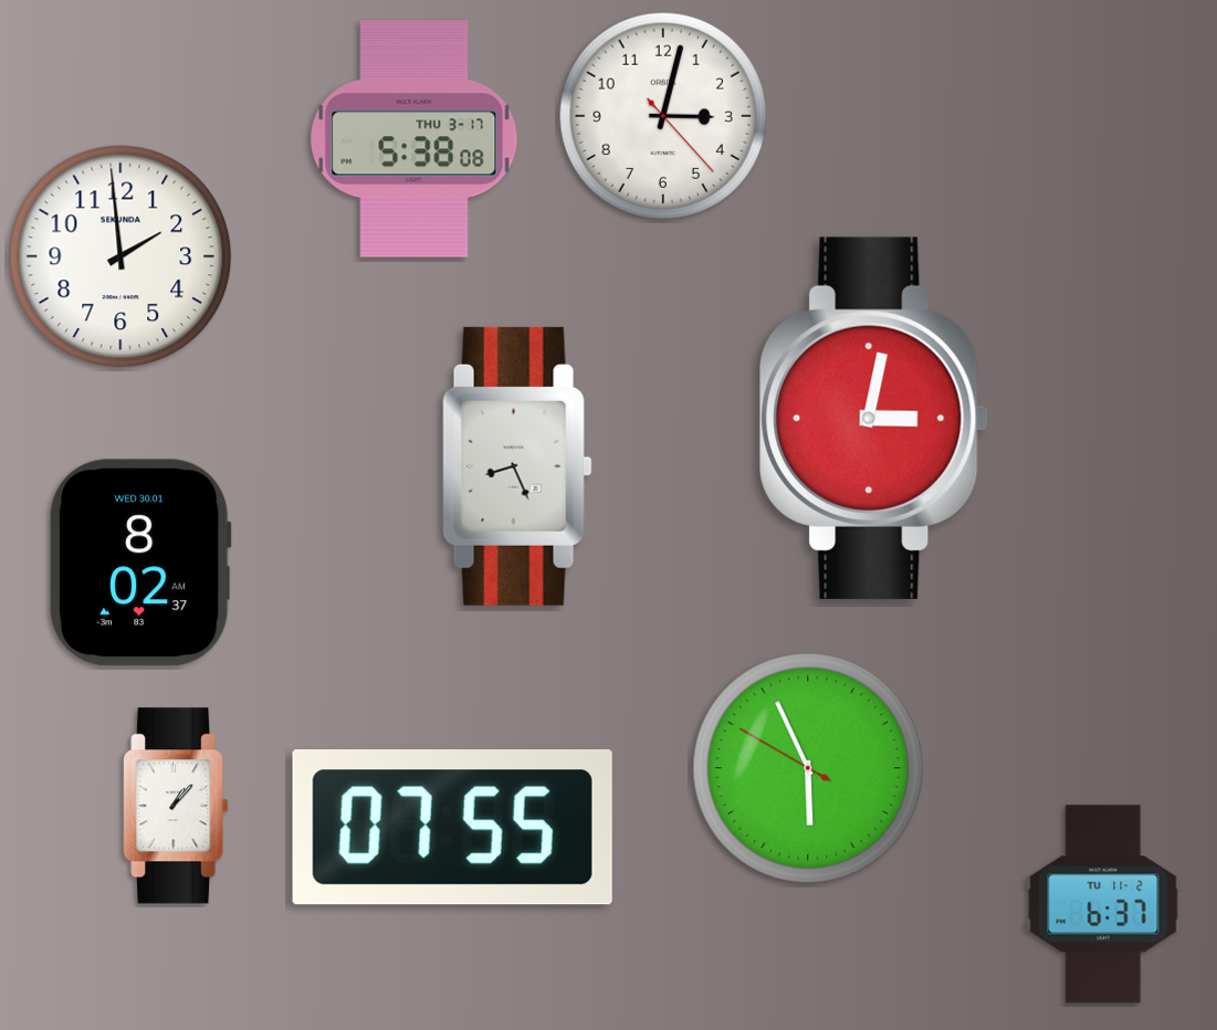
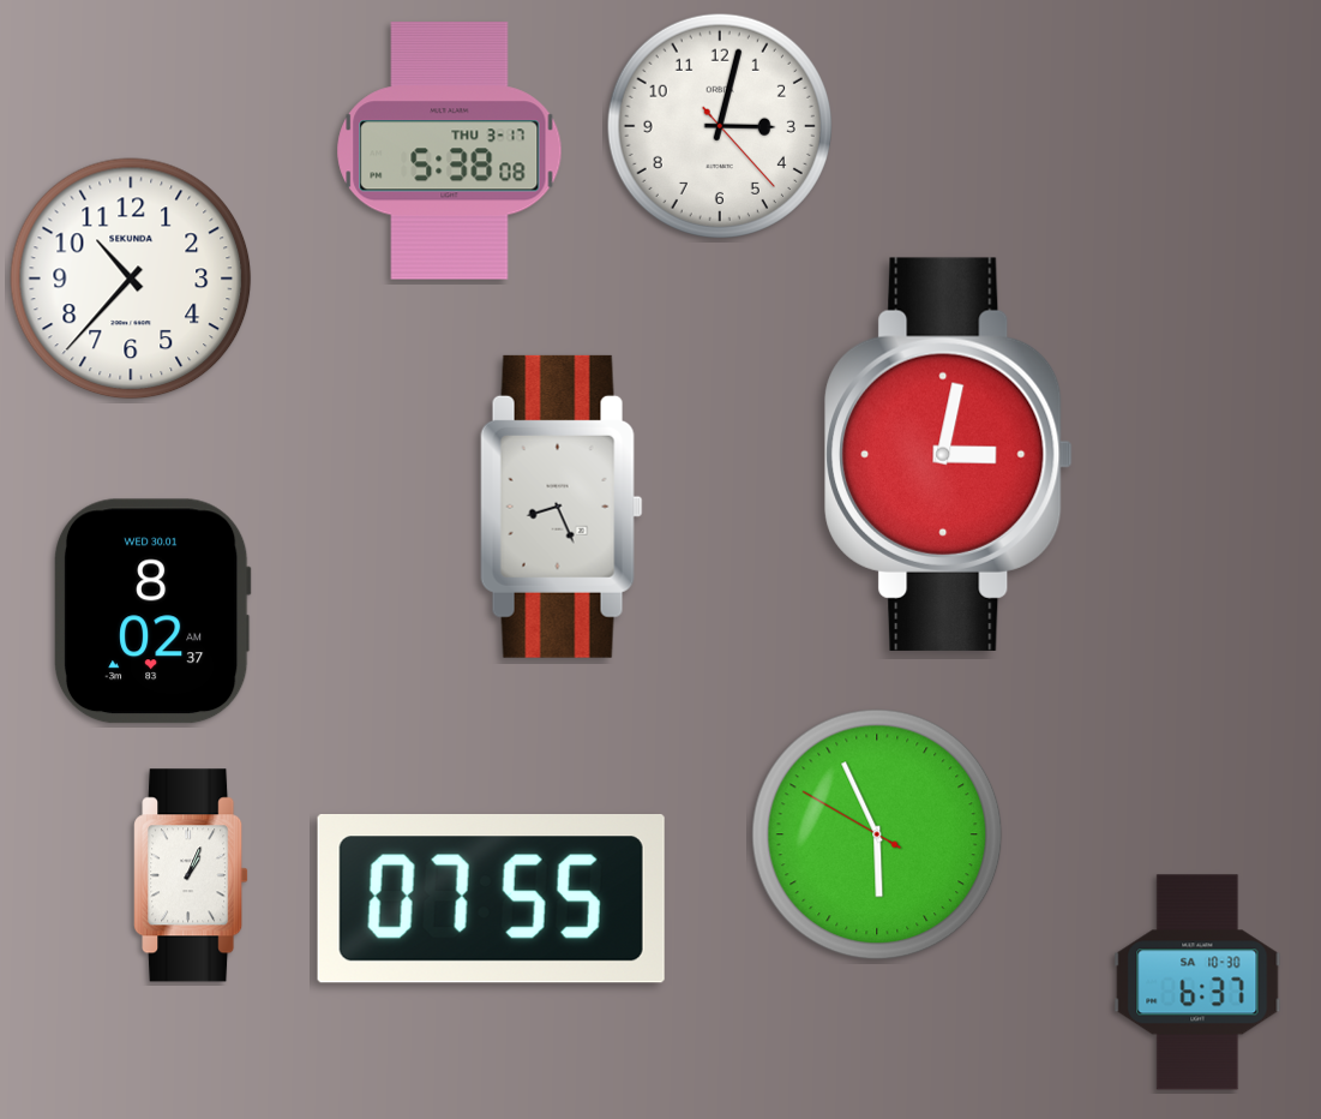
clock at (120, 256): 1:59 -> 10:37
clock at (176, 806): 1:07 -> 1:04
clock at (1103, 904) date: TU 11-2 -> SA 10-30
